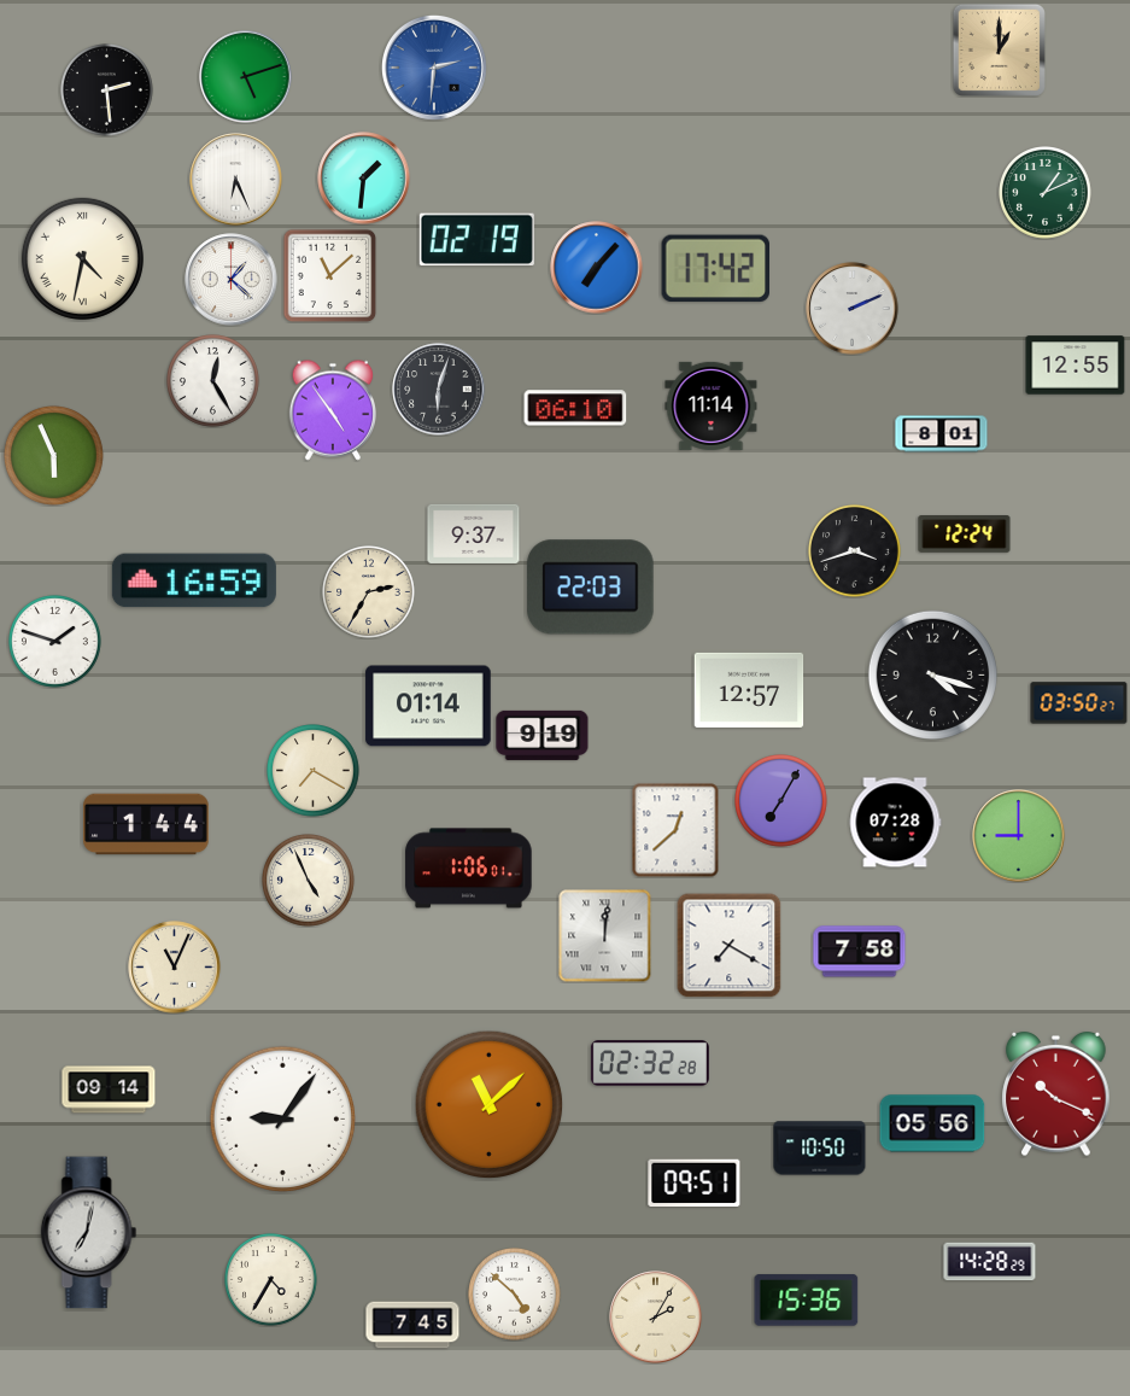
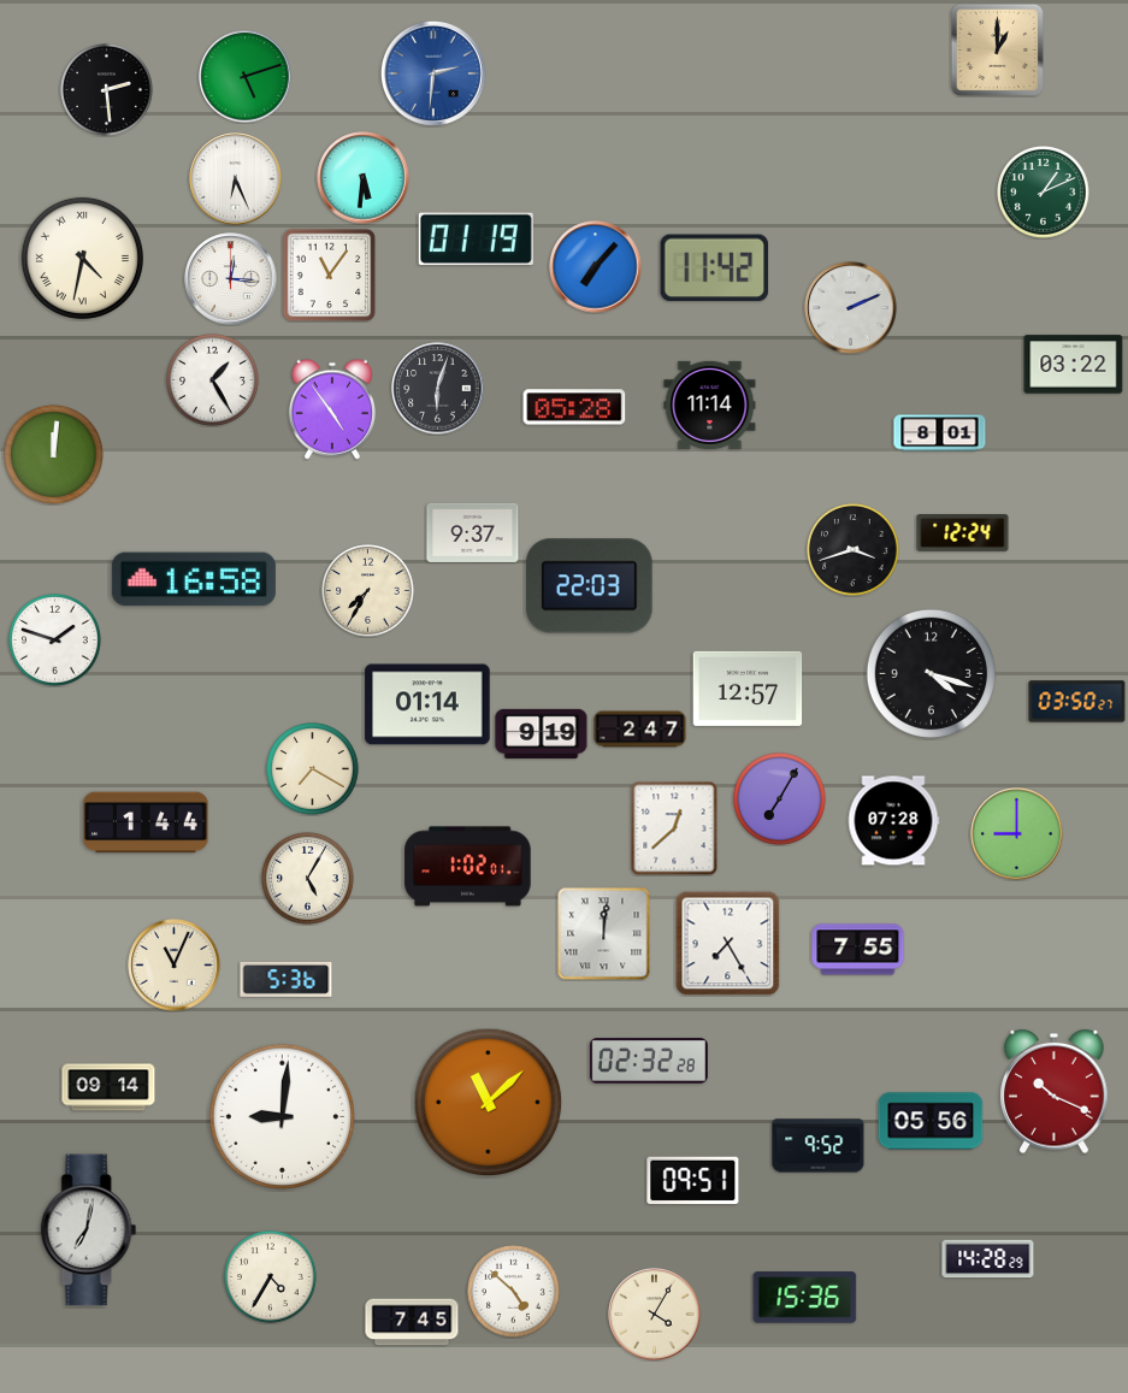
clock at (434, 68) position: (434, 68) -> (433, 73)
clock at (364, 179): 1:31 -> 5:31
clock at (476, 240): 02:19 -> 01:19
clock at (716, 269): 17:42 -> 11:42
clock at (329, 275): 11:08 -> 11:06
clock at (232, 280): 1:22 -> 12:16
clock at (1076, 366): 12:55 -> 03:22
clock at (213, 381): 12:25 -> 1:25
clock at (575, 408): 06:10 -> 05:28
clock at (53, 455): 5:56 -> 12:01
clock at (194, 580): 16:59 -> 16:58
clock at (369, 592): 2:35 -> 7:35
clock at (640, 730): none -> 2:47
clock at (469, 869): 1:06 -> 1:02
clock at (309, 881): 4:56 -> 5:05
clock at (730, 946): 7:20 -> 7:25
clock at (860, 952): 7:58 -> 7:55
clock at (287, 979): none -> 5:36
clock at (283, 1120): 9:06 -> 9:01
clock at (820, 1149): 10:50 -> 9:52
clock at (656, 1318): 2:05 -> 4:05
